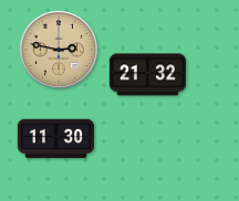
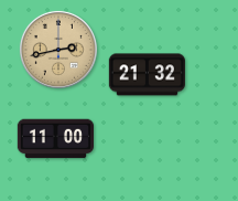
clock at (59, 50): 2:47 -> 2:43
clock at (55, 139): 11:30 -> 11:00
